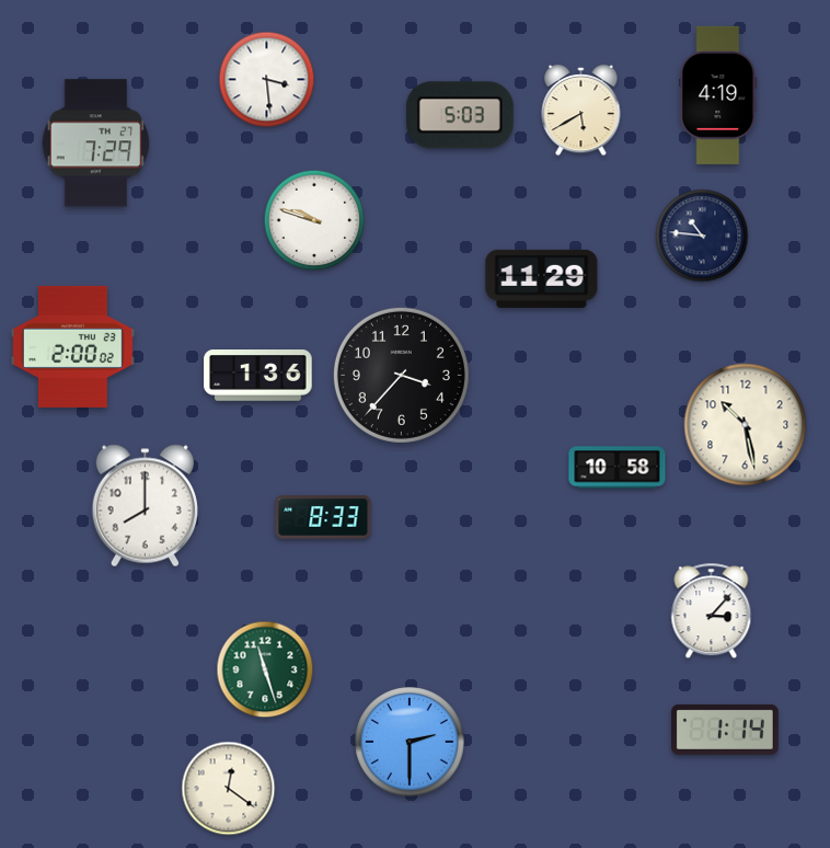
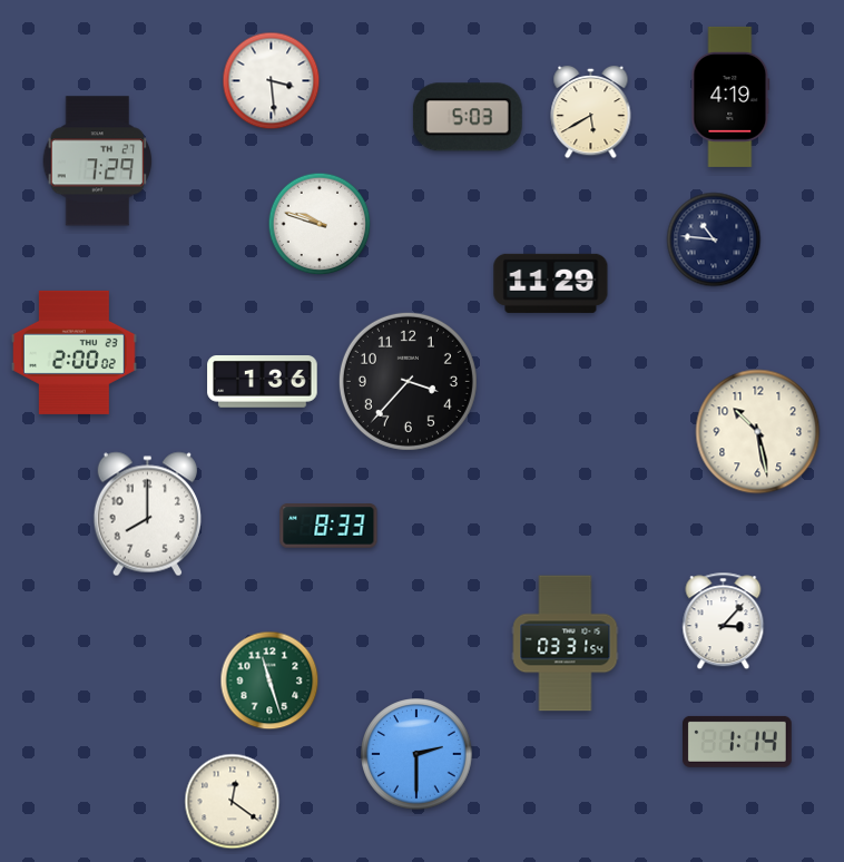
clock at (96, 144) position: (96, 144) -> (98, 161)
clock at (618, 468): 10:58 -> none
clock at (566, 644): none -> 03:31
